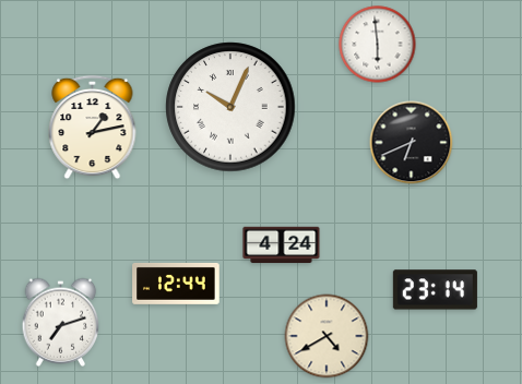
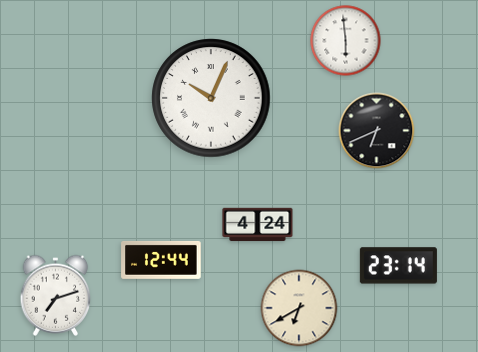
clock at (93, 128): 1:13 -> none
clock at (327, 336): 4:40 -> 6:40
